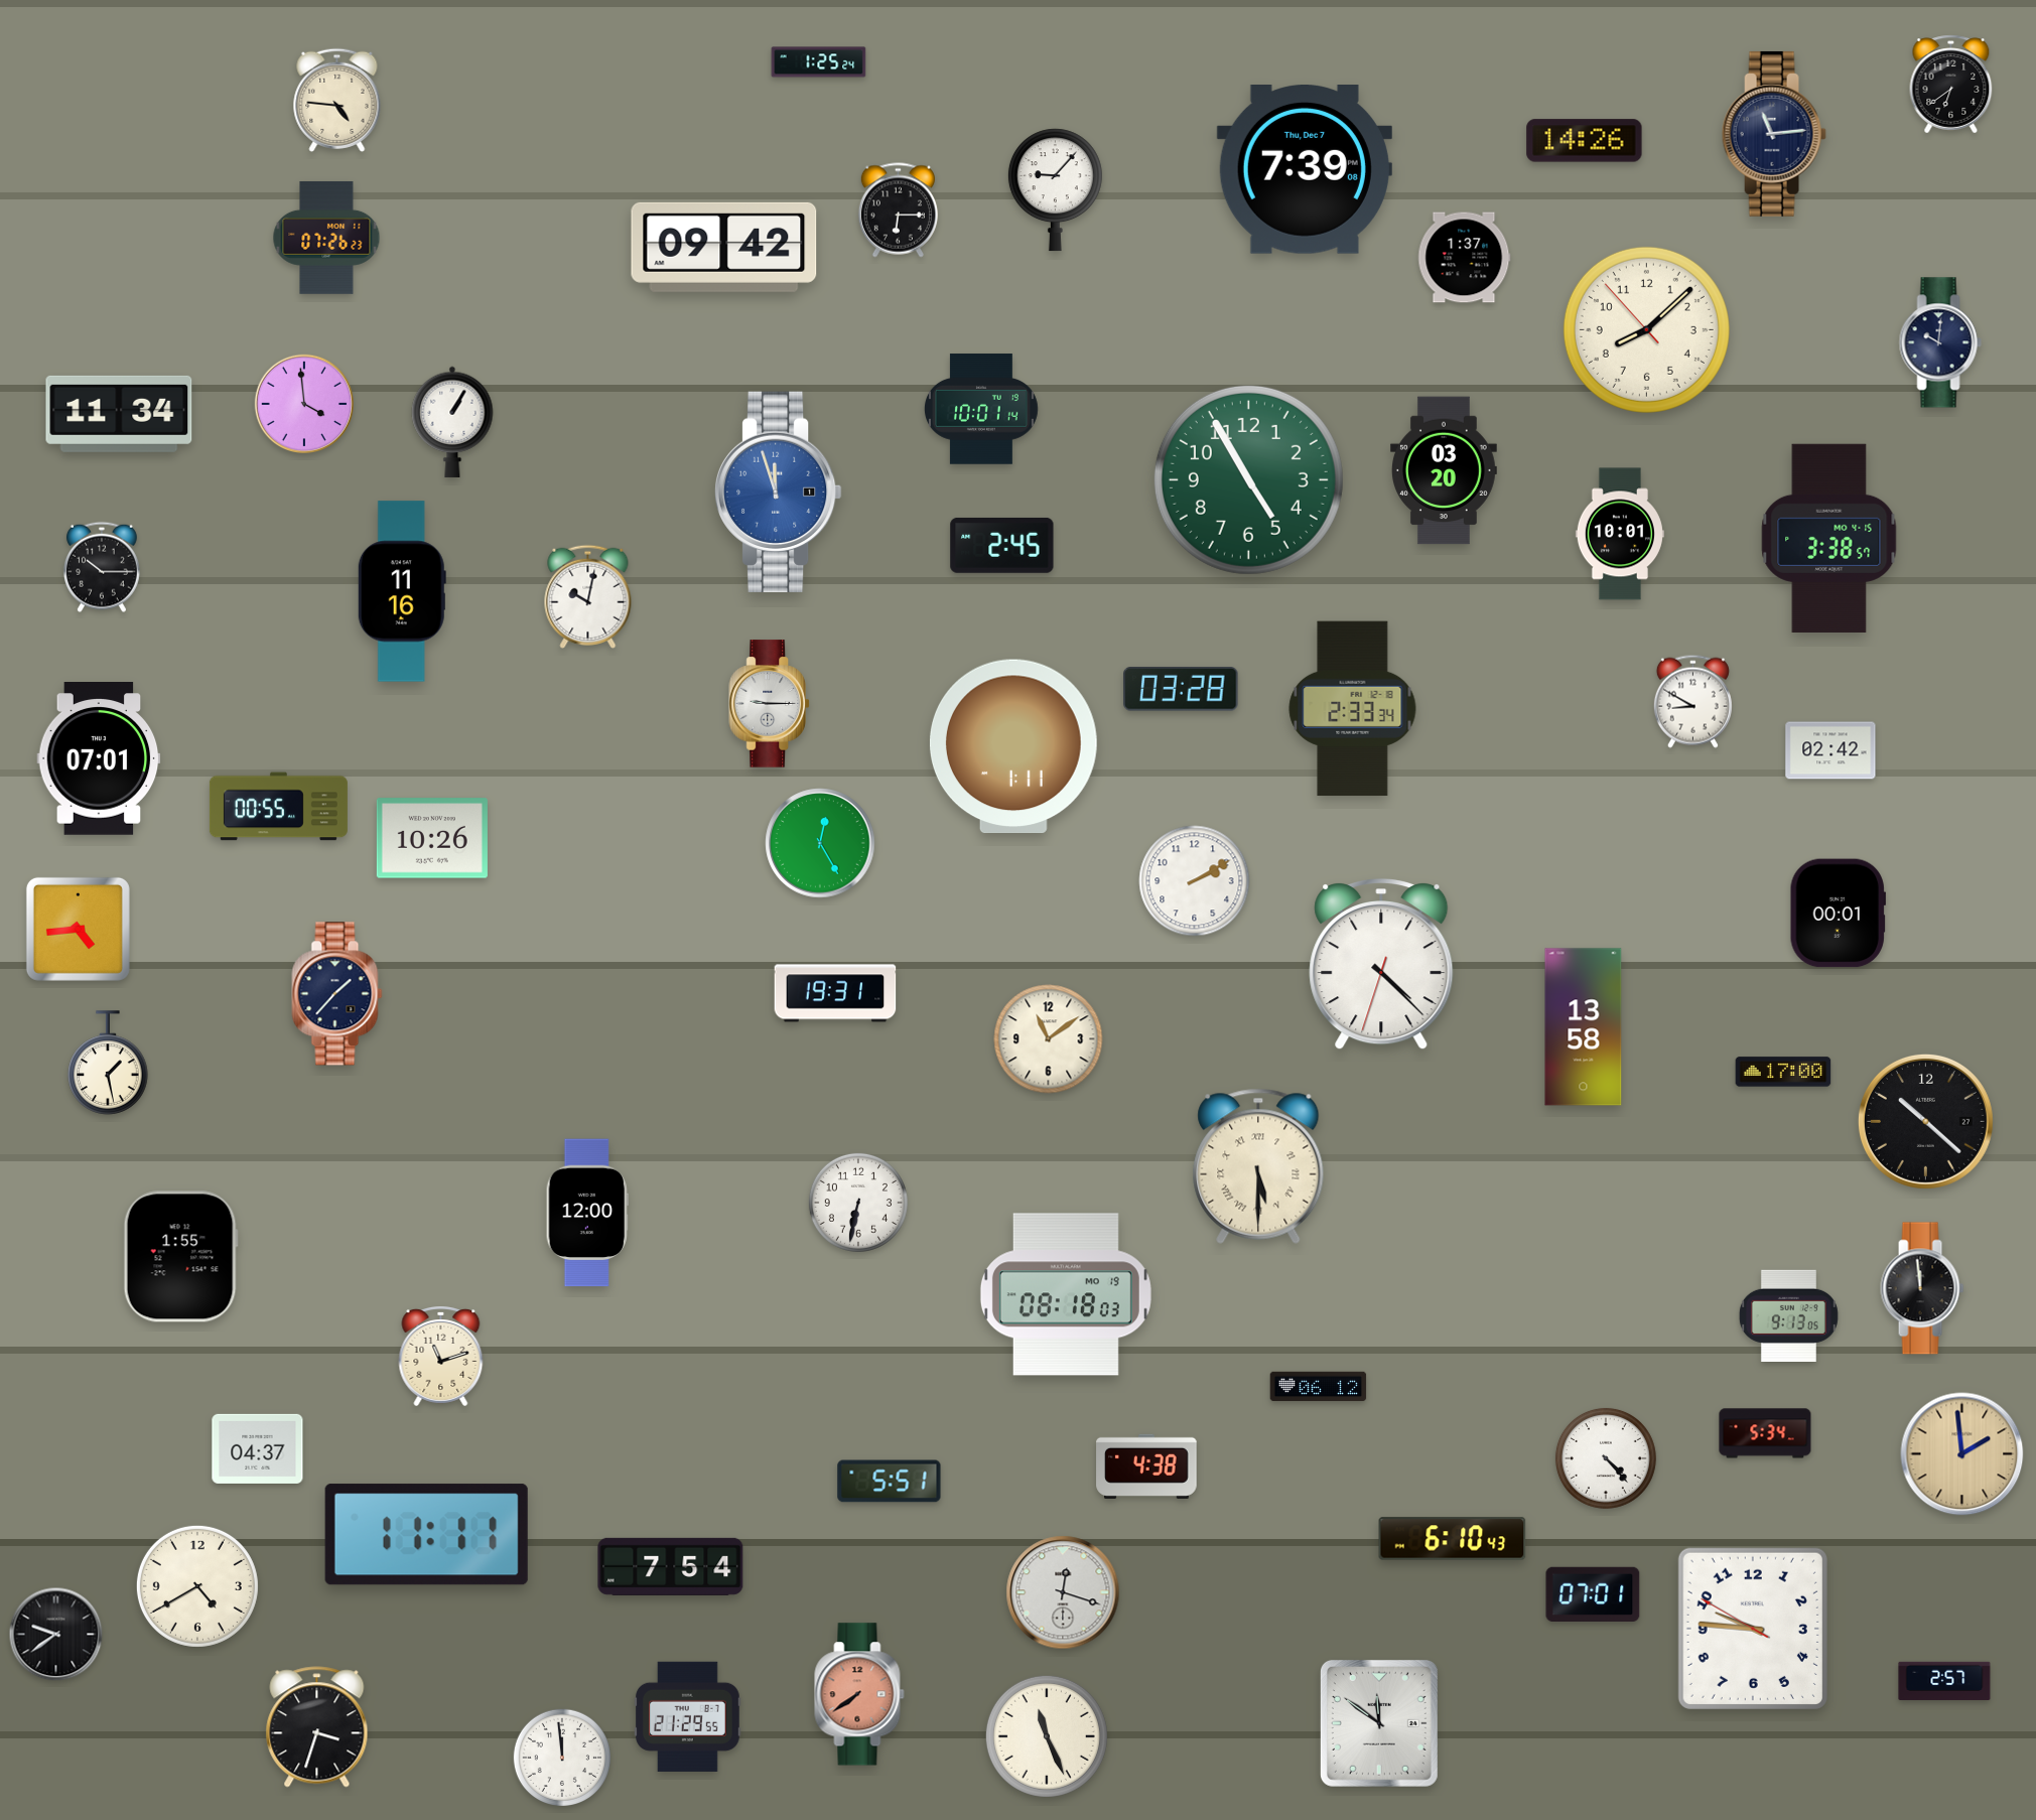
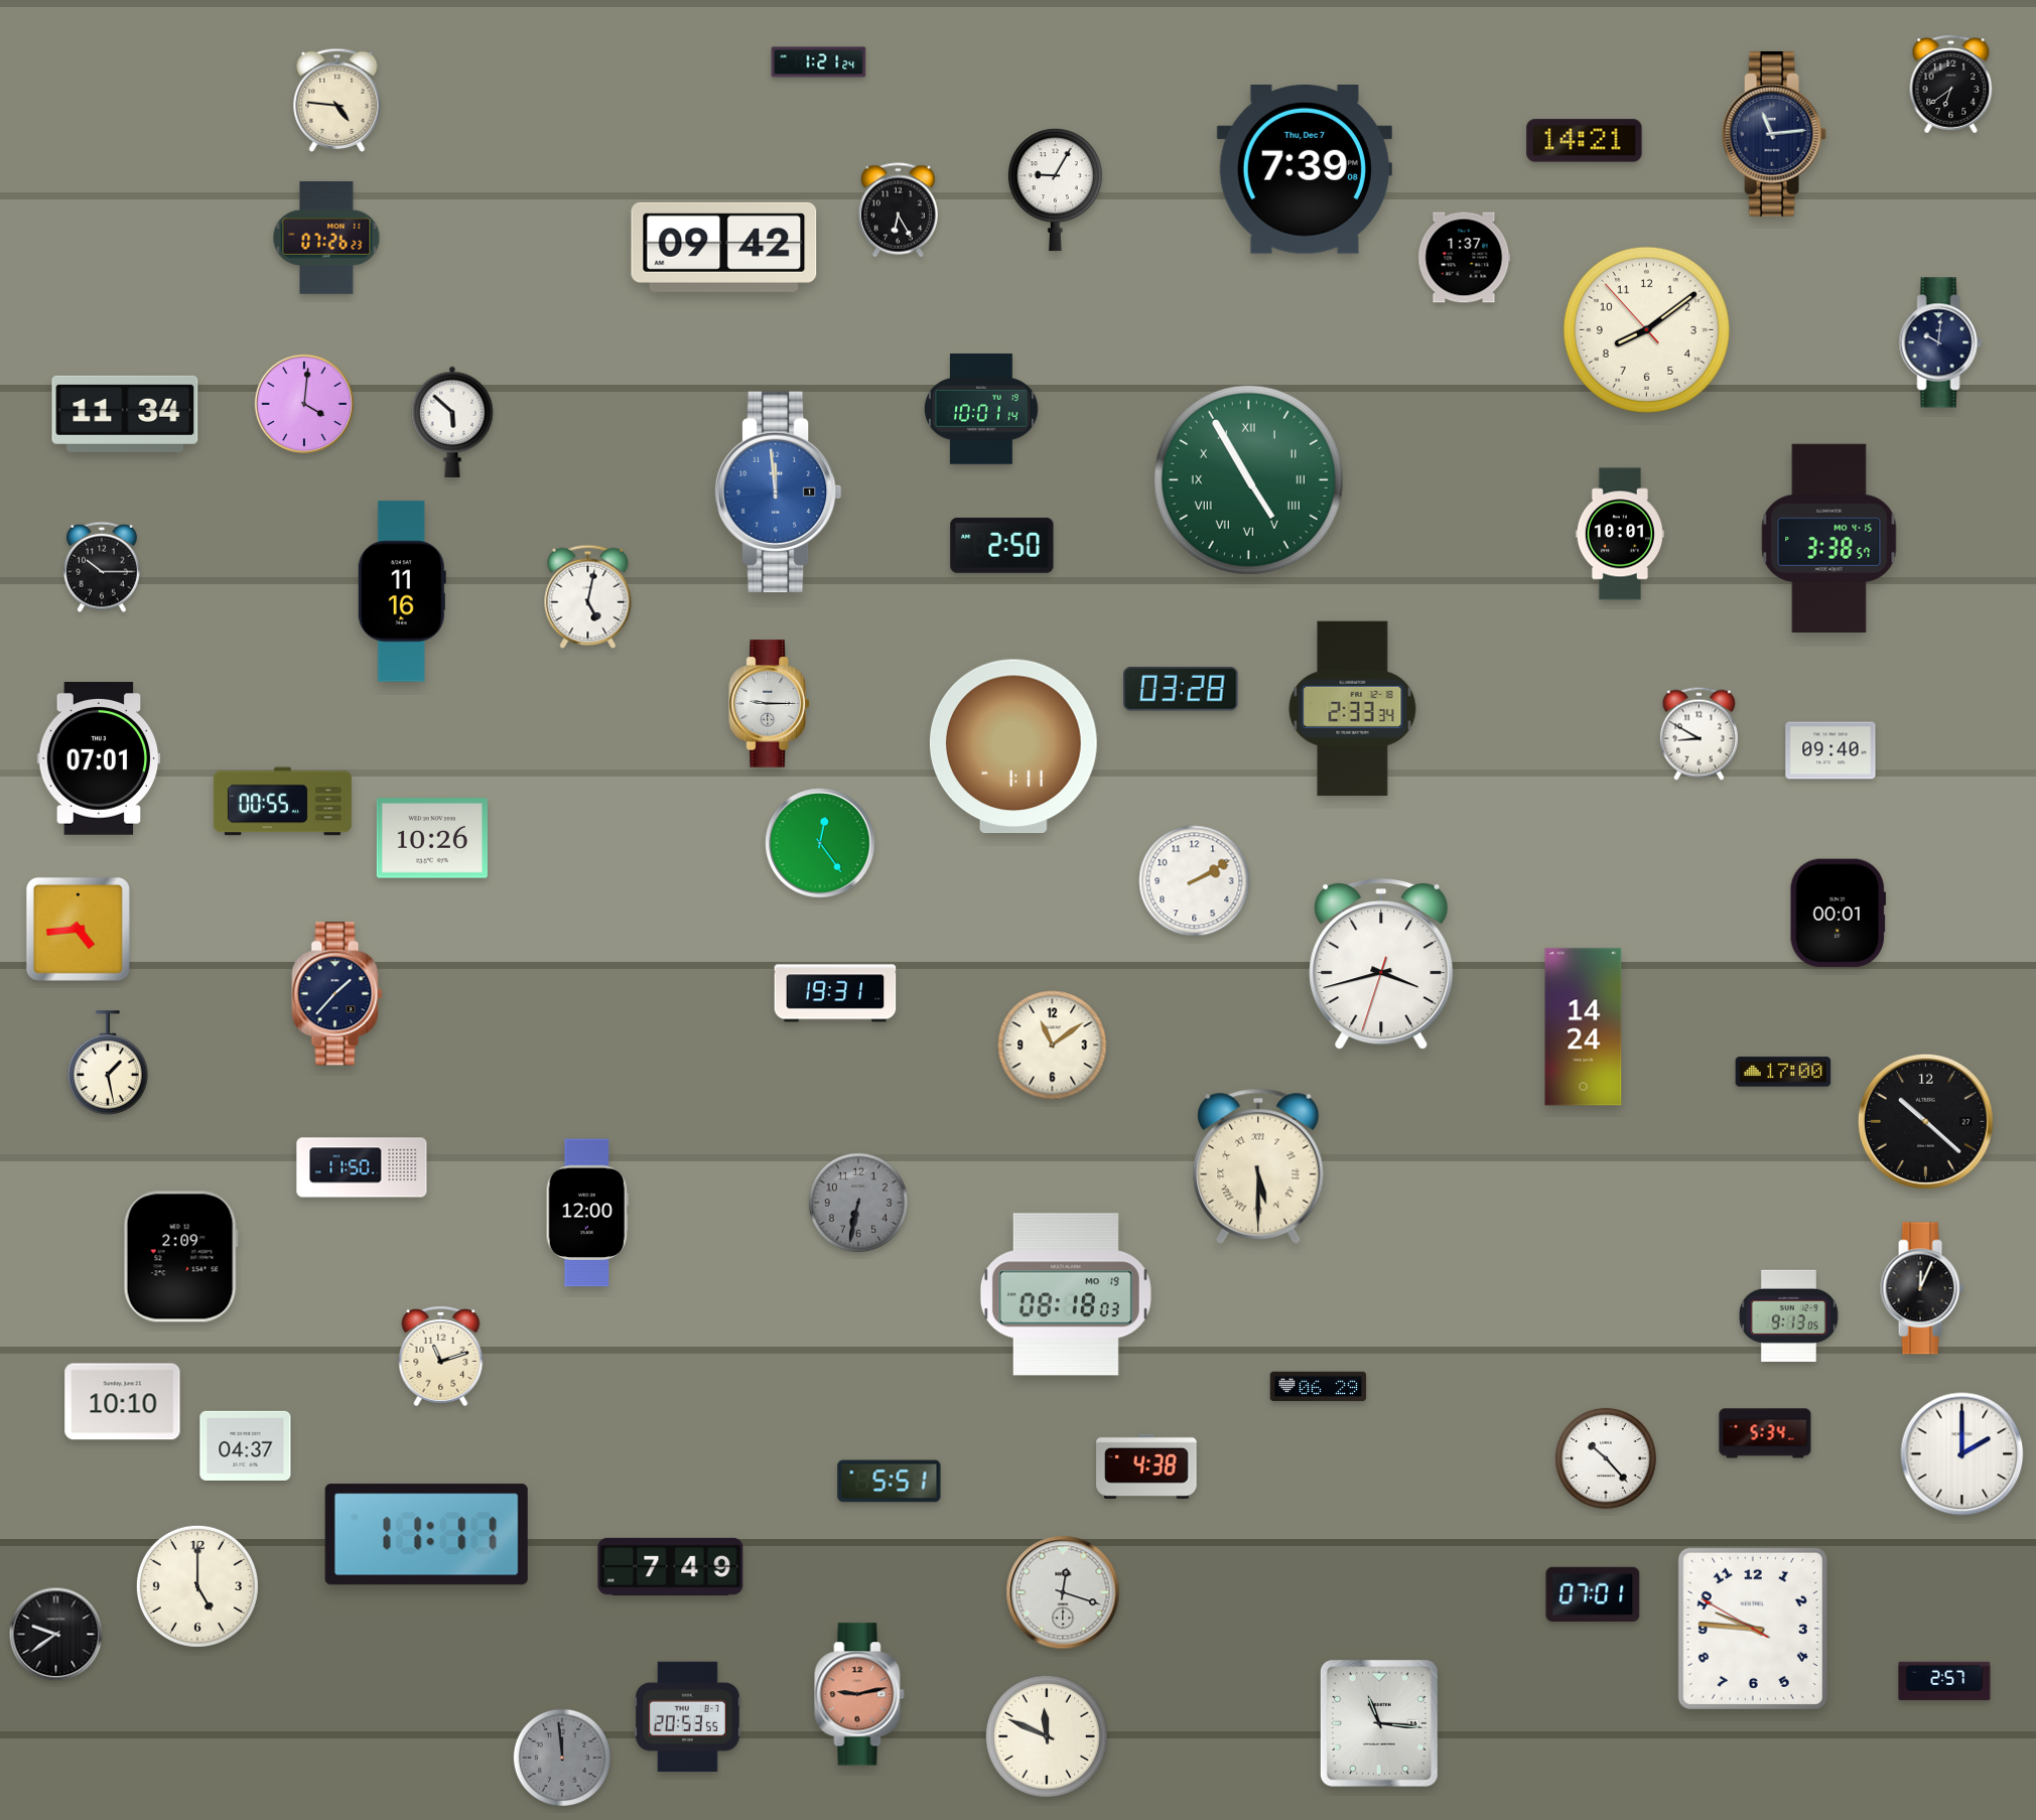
clock at (819, 62): 1:25 -> 1:21
clock at (1585, 141): 14:26 -> 14:21
clock at (1055, 190): 9:07 -> 9:05
clock at (898, 211): 6:15 -> 6:25
clock at (1646, 329): 8:07 -> 8:08
clock at (304, 404): 3:59 -> 4:01
clock at (119, 414) position: (119, 414) -> (125, 414)
clock at (452, 422): 1:05 -> 5:52
clock at (1445, 470): 03:20 -> none
clock at (1248, 479) numerals: Arabic -> Roman
clock at (778, 492): 11:57 -> 11:59
clock at (1002, 545): 2:45 -> 2:50
clock at (588, 596): 10:02 -> 5:02
clock at (1692, 701) position: (1692, 701) -> (1699, 733)
clock at (1830, 750): 02:42 -> 09:40
clock at (278, 807) position: (278, 807) -> (282, 802)
clock at (820, 843): 12:25 -> 12:24
clock at (1381, 964): 4:22 -> 3:42
clock at (1584, 1027): 13:58 -> 14:24
clock at (1049, 1039) position: (1049, 1039) -> (1053, 1045)
clock at (362, 1167): none -> 11:50
clock at (858, 1203) dial: white -> grey
clock at (180, 1257): 1:55 -> 2:09
clock at (1922, 1288): 11:59 -> 12:04
clock at (1319, 1387): 06:12 -> 06:29
clock at (123, 1402): none -> 10:10
clock at (258, 1448) position: (258, 1448) -> (246, 1445)
clock at (1962, 1454): 1:59 -> 2:00
clock at (1962, 1454) dial: champagne -> white
clock at (1606, 1458): 4:23 -> 10:23
clock at (1453, 1539): 6:10 -> none
clock at (671, 1566): 7:54 -> 7:49
clock at (197, 1586): 4:40 -> 5:00
clock at (859, 1694): 7:39 -> 9:13
clock at (687, 1716): 21:29 -> 20:53
clock at (1379, 1723): 11:51 -> 11:16
clock at (317, 1727): 3:33 -> none
clock at (1047, 1736): 11:26 -> 11:49
clock at (561, 1757) dial: white -> grey
